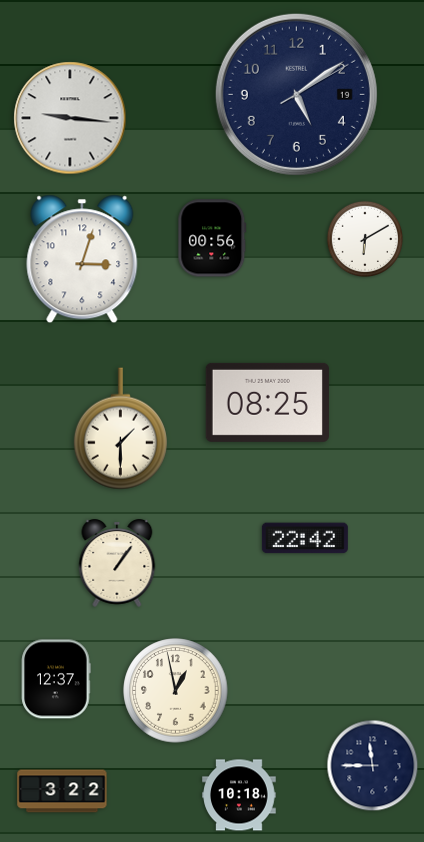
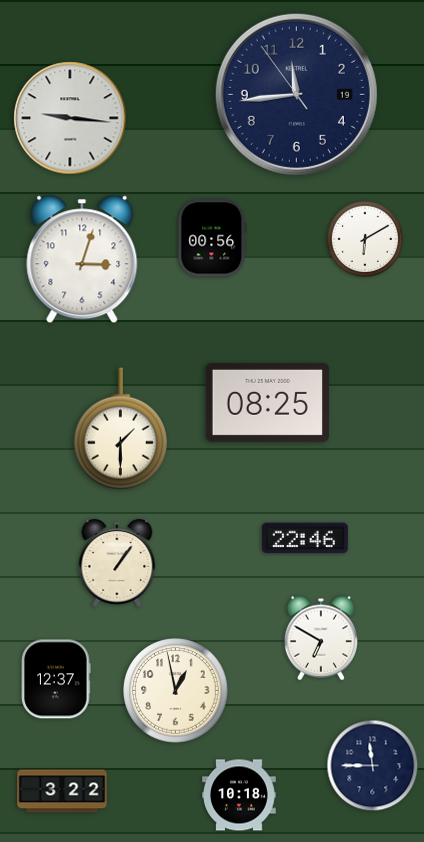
clock at (296, 94): 5:09 -> 11:43
clock at (305, 538): 22:42 -> 22:46
clock at (321, 638): none -> 6:50
